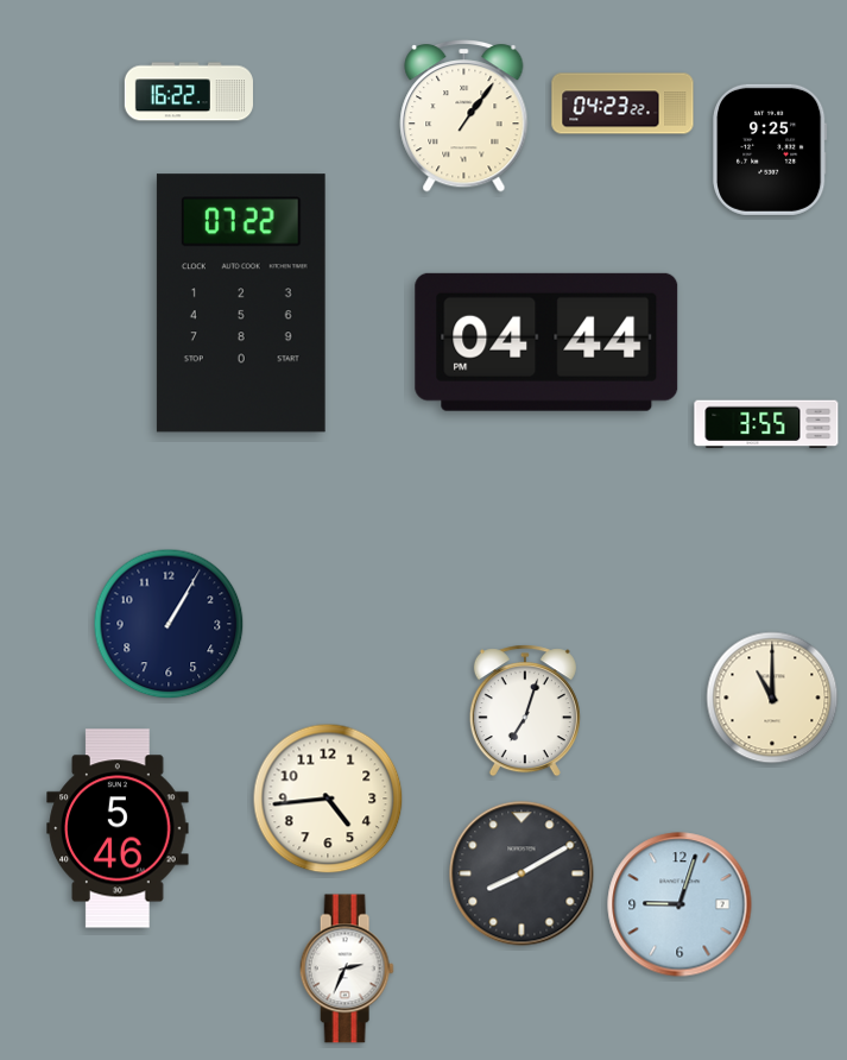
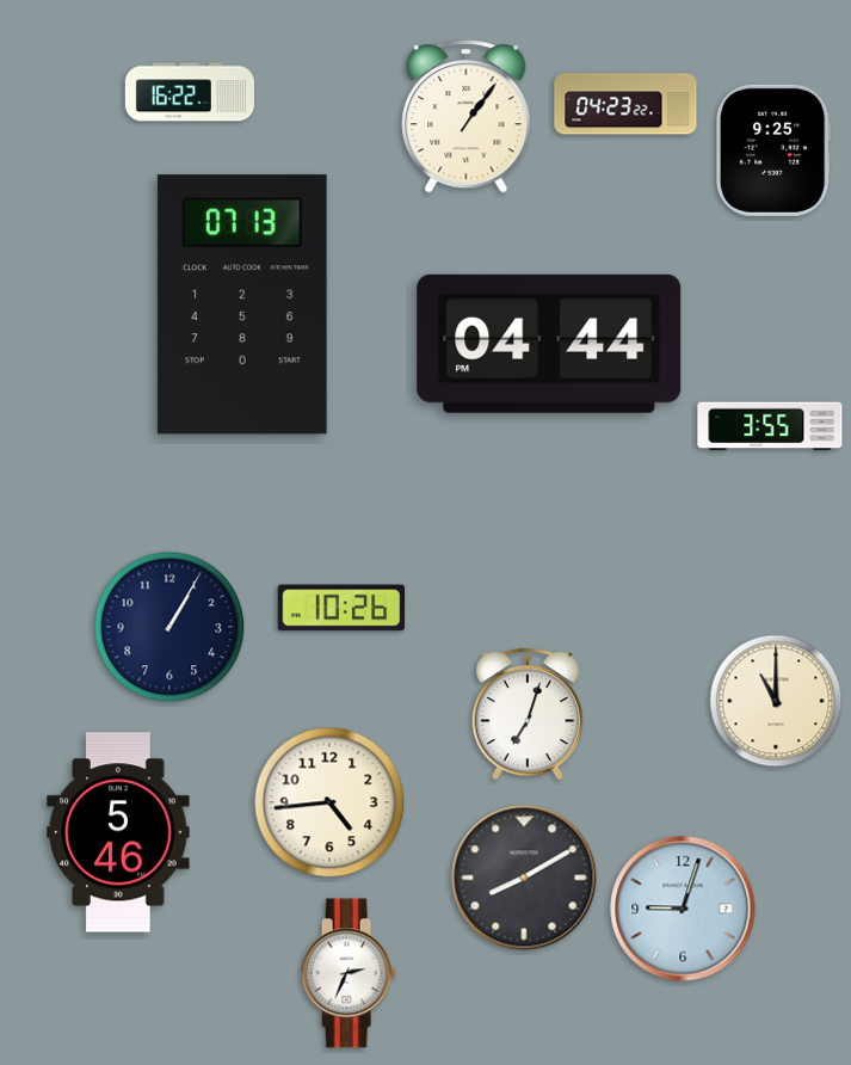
clock at (241, 303): 07:22 -> 07:13
clock at (341, 608): none -> 10:26
